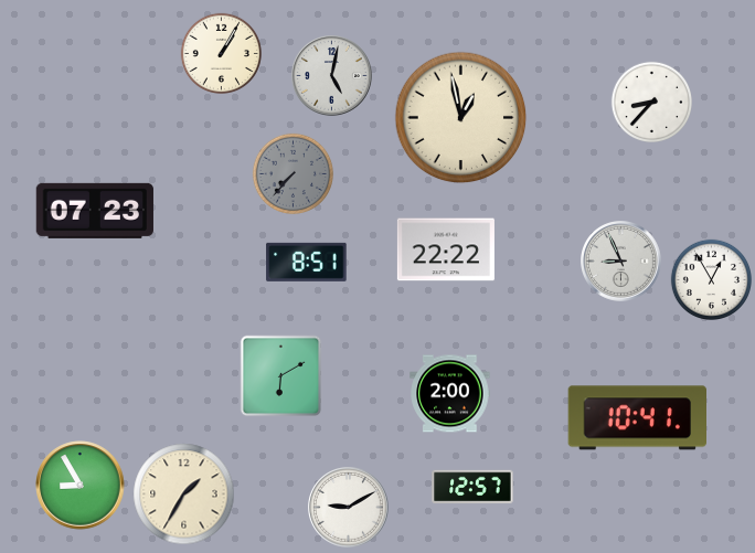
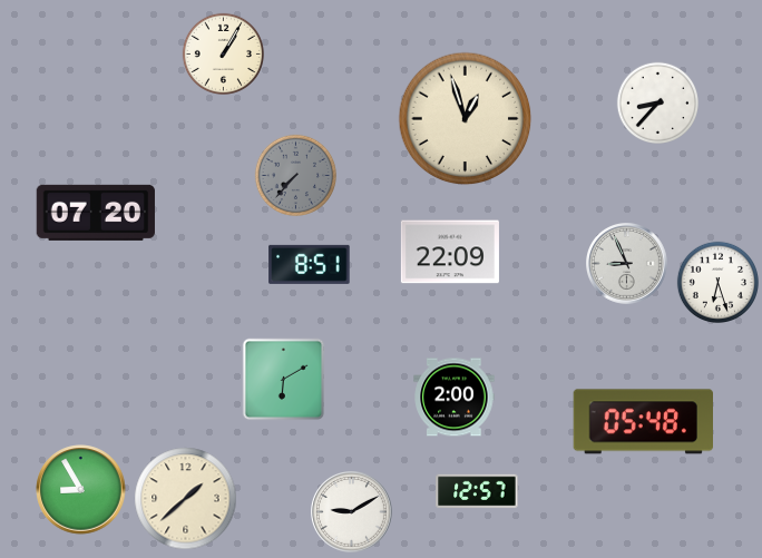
clock at (332, 76): 5:02 -> none
clock at (461, 118): 12:58 -> 12:57
clock at (94, 211): 07:23 -> 07:20
clock at (446, 249): 22:22 -> 22:09
clock at (711, 279): 12:55 -> 6:27
clock at (637, 418): 10:41 -> 05:48
clock at (184, 494): 1:35 -> 1:38
